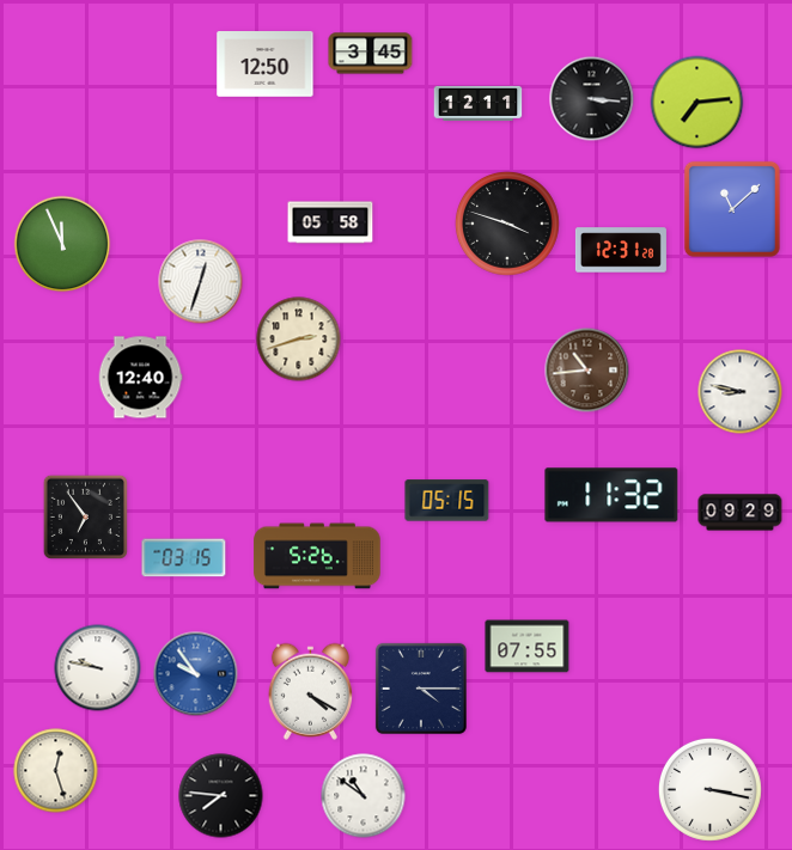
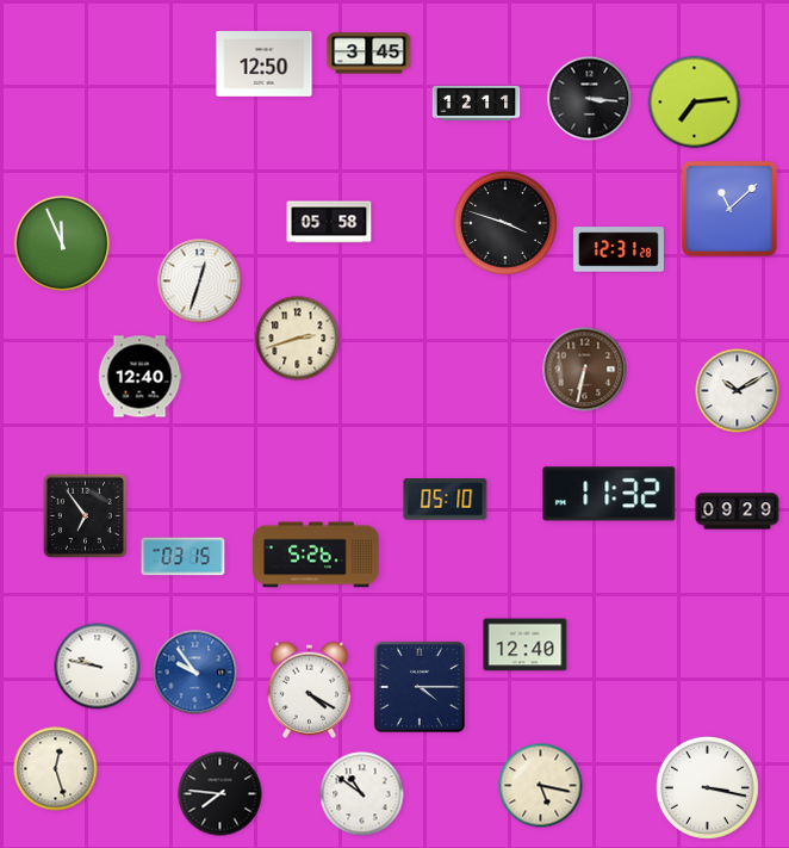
clock at (587, 371): 10:44 -> 6:32
clock at (741, 392): 8:47 -> 10:10
clock at (447, 501): 05:15 -> 05:10
clock at (528, 647): 07:55 -> 12:40
clock at (541, 786): none -> 5:17
